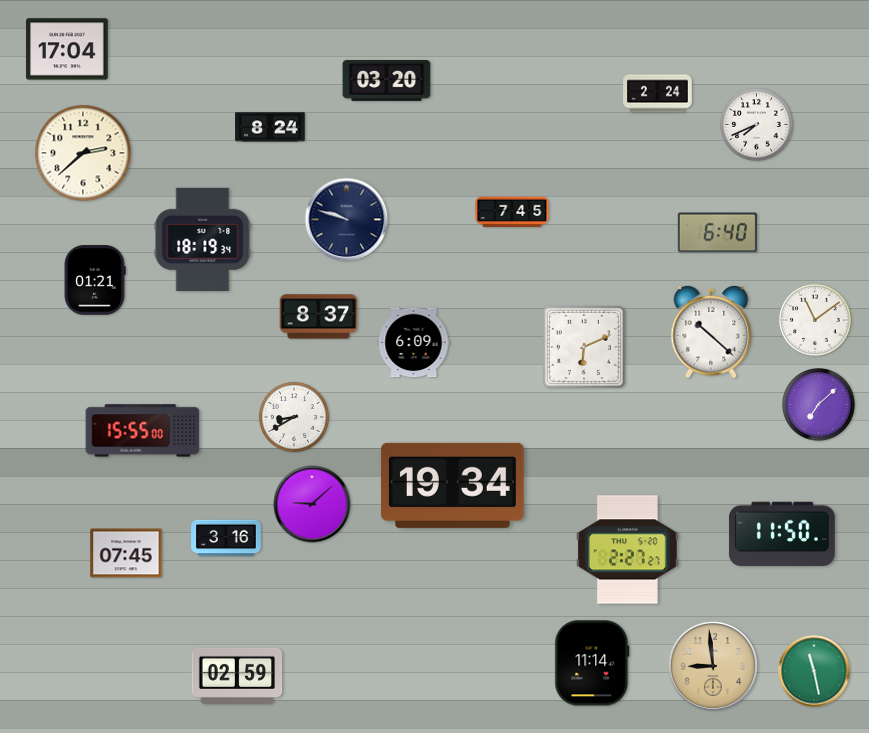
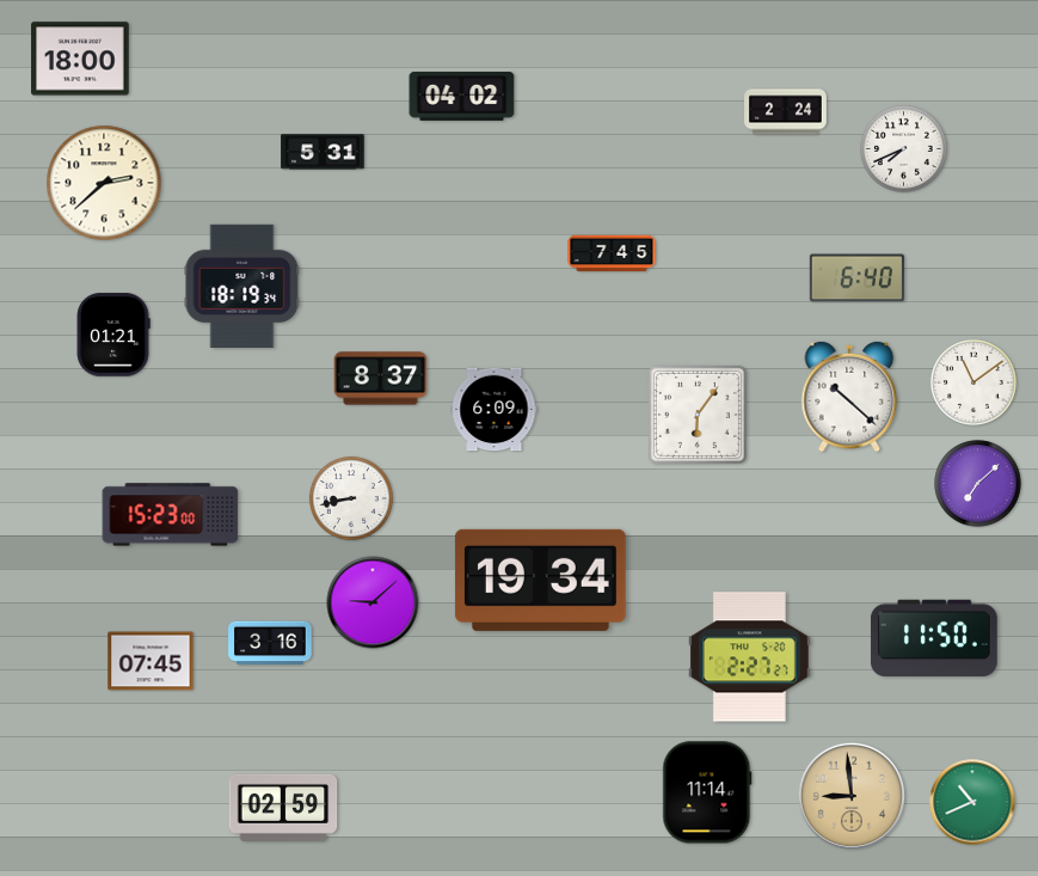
clock at (67, 49): 17:04 -> 18:00
clock at (387, 80): 03:20 -> 04:02
clock at (270, 127): 8:24 -> 5:31
clock at (83, 153) position: (83, 153) -> (104, 183)
clock at (347, 220): 9:48 -> none
clock at (584, 347): 6:11 -> 6:06
clock at (294, 417): 8:40 -> 8:43
clock at (143, 431): 15:55 -> 15:23
clock at (814, 671): 11:28 -> 10:41
